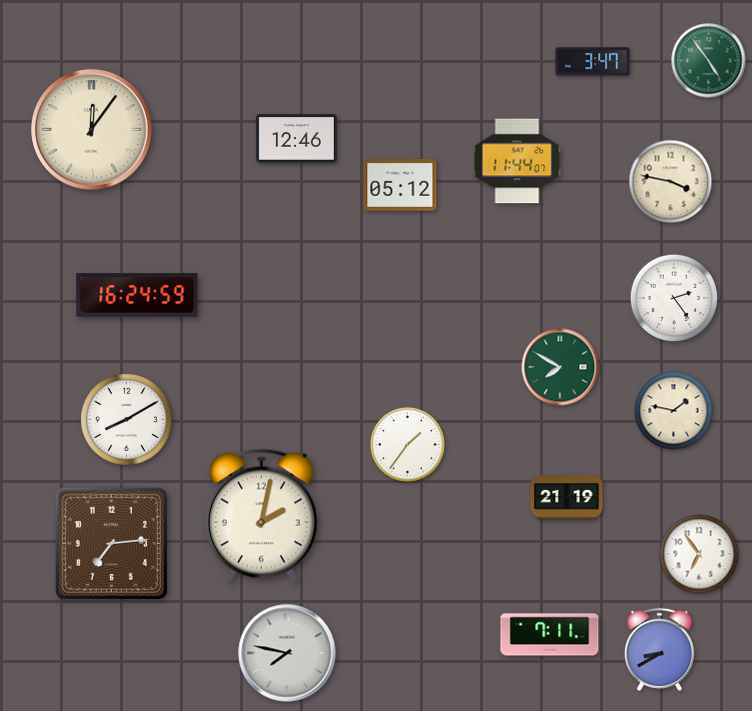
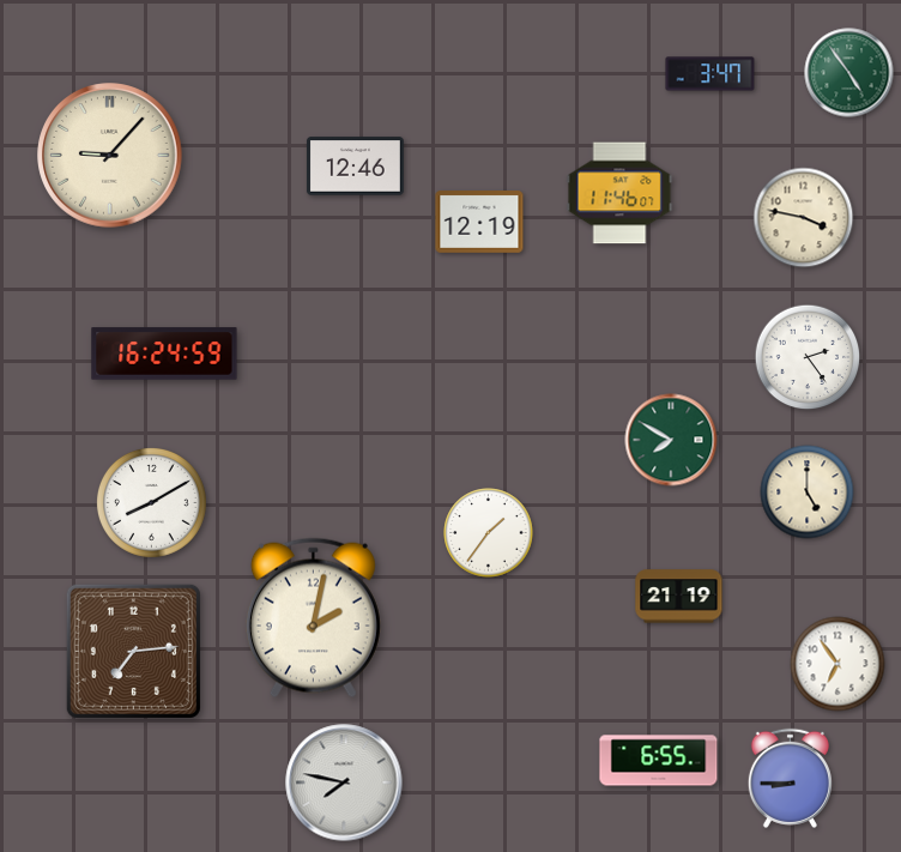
clock at (92, 130): 12:06 -> 9:07
clock at (517, 161): 11:44 -> 11:46
clock at (400, 186): 05:12 -> 12:19
clock at (674, 411): 1:47 -> 5:00
clock at (550, 635): 7:11 -> 6:55
clock at (659, 649): 8:40 -> 8:45
